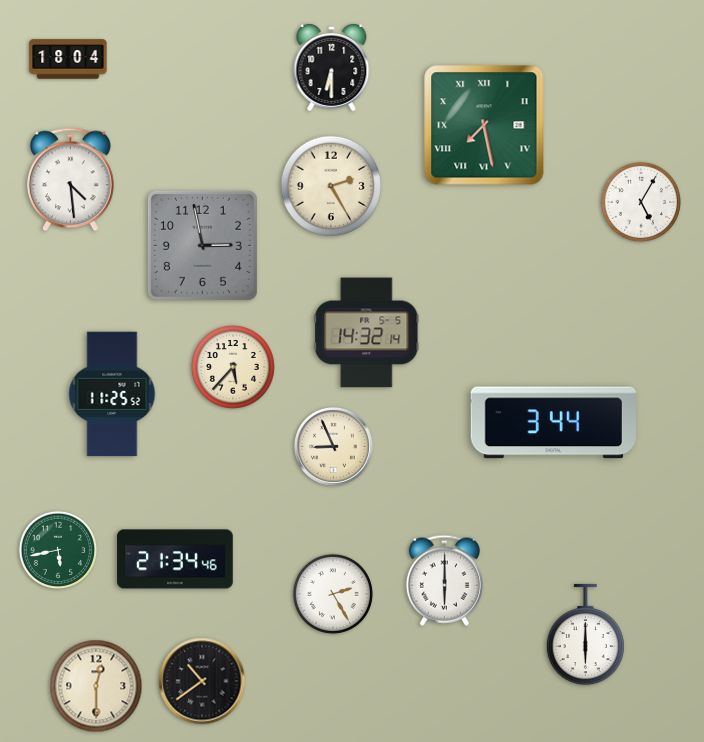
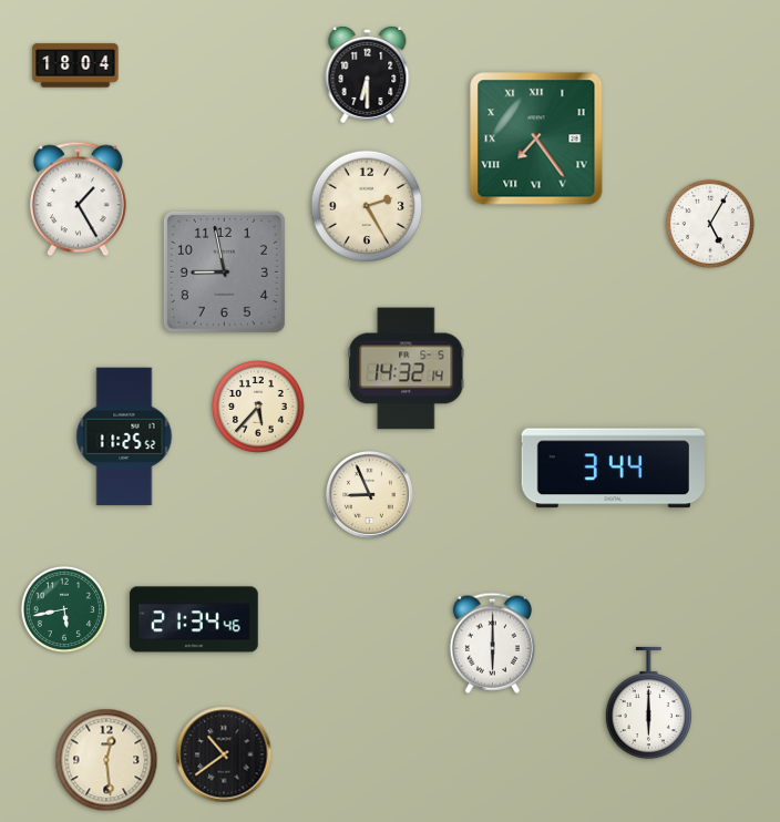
clock at (484, 125): 7:28 -> 7:24
clock at (70, 180): 4:29 -> 1:25
clock at (202, 245): 2:58 -> 8:58
clock at (333, 594): 2:25 -> none
clock at (96, 686): 12:30 -> 12:29
